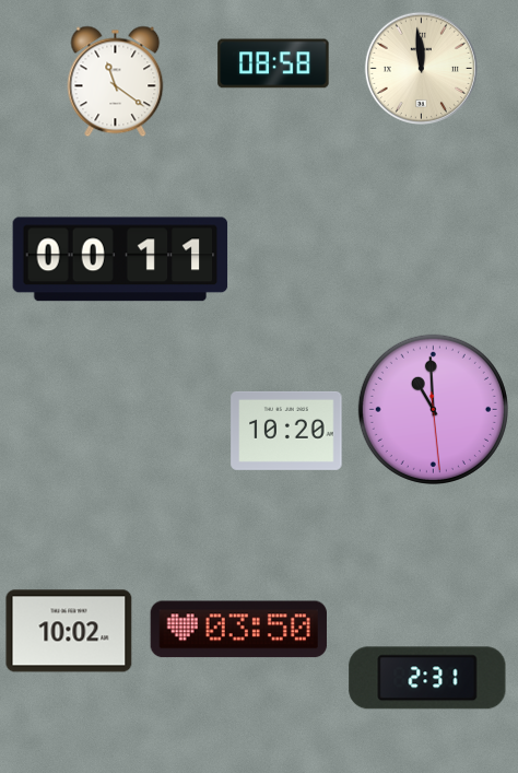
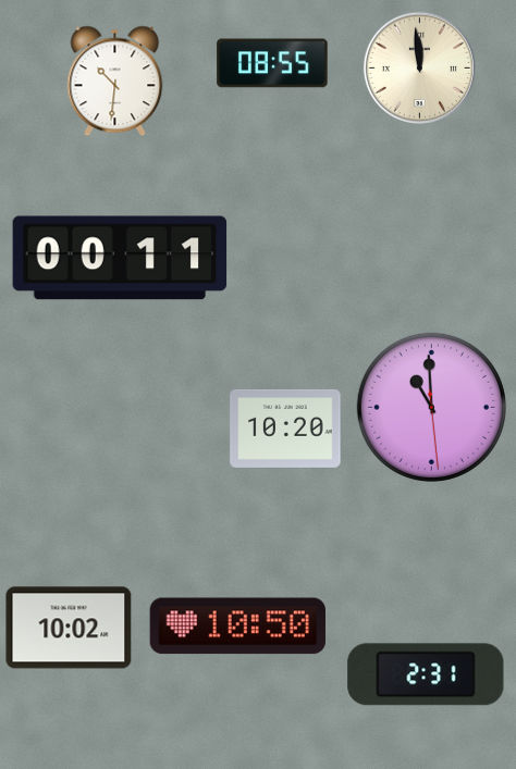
clock at (273, 63): 08:58 -> 08:55
clock at (116, 82): 11:21 -> 10:31
clock at (238, 630): 03:50 -> 10:50
